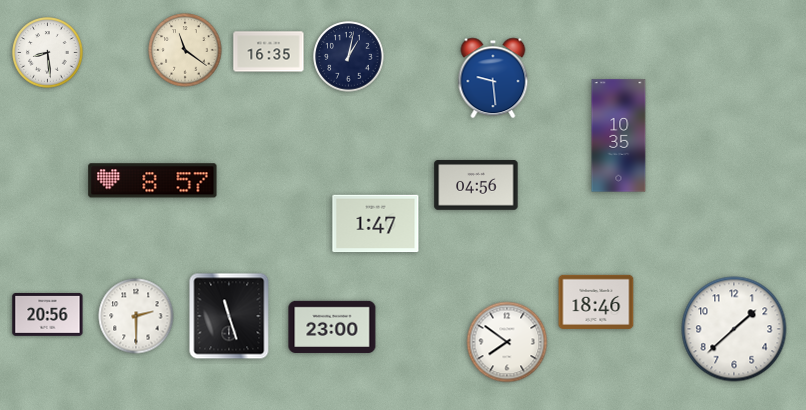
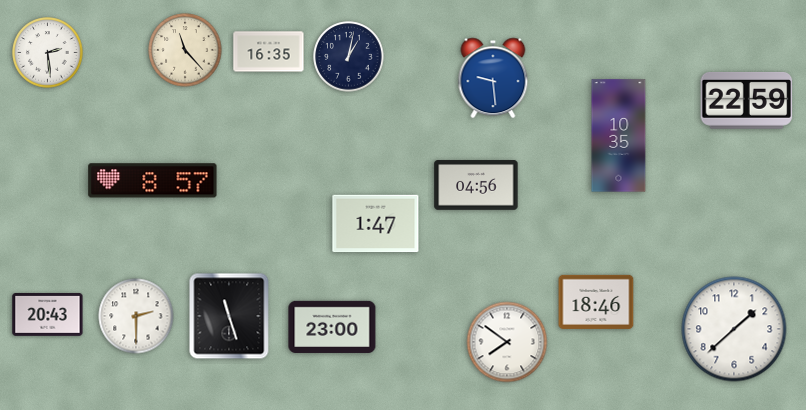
clock at (185, 50): 11:21 -> 11:23
clock at (48, 53): 8:29 -> 2:29
clock at (747, 100): none -> 22:59
clock at (48, 315): 20:56 -> 20:43
